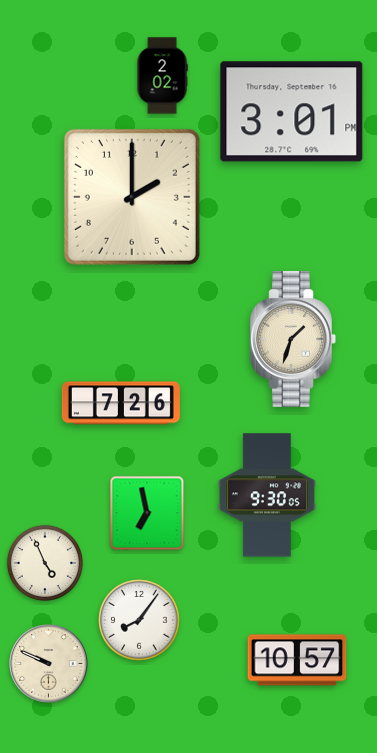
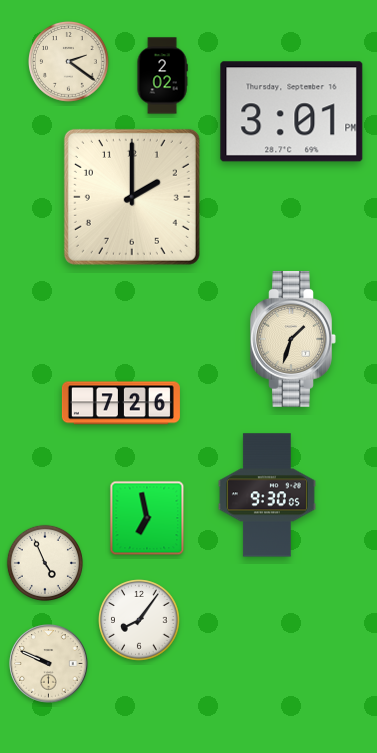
clock at (69, 62): none -> 2:21
clock at (147, 513) position: (147, 513) -> (147, 518)
clock at (297, 660): 10:57 -> none
